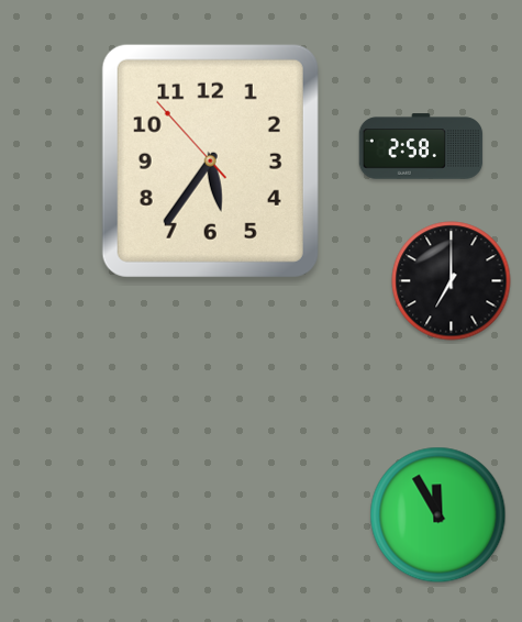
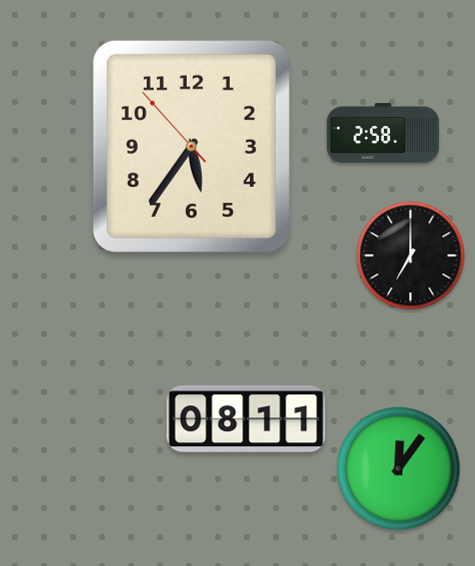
clock at (246, 419): none -> 08:11
clock at (438, 515): 11:55 -> 12:06
